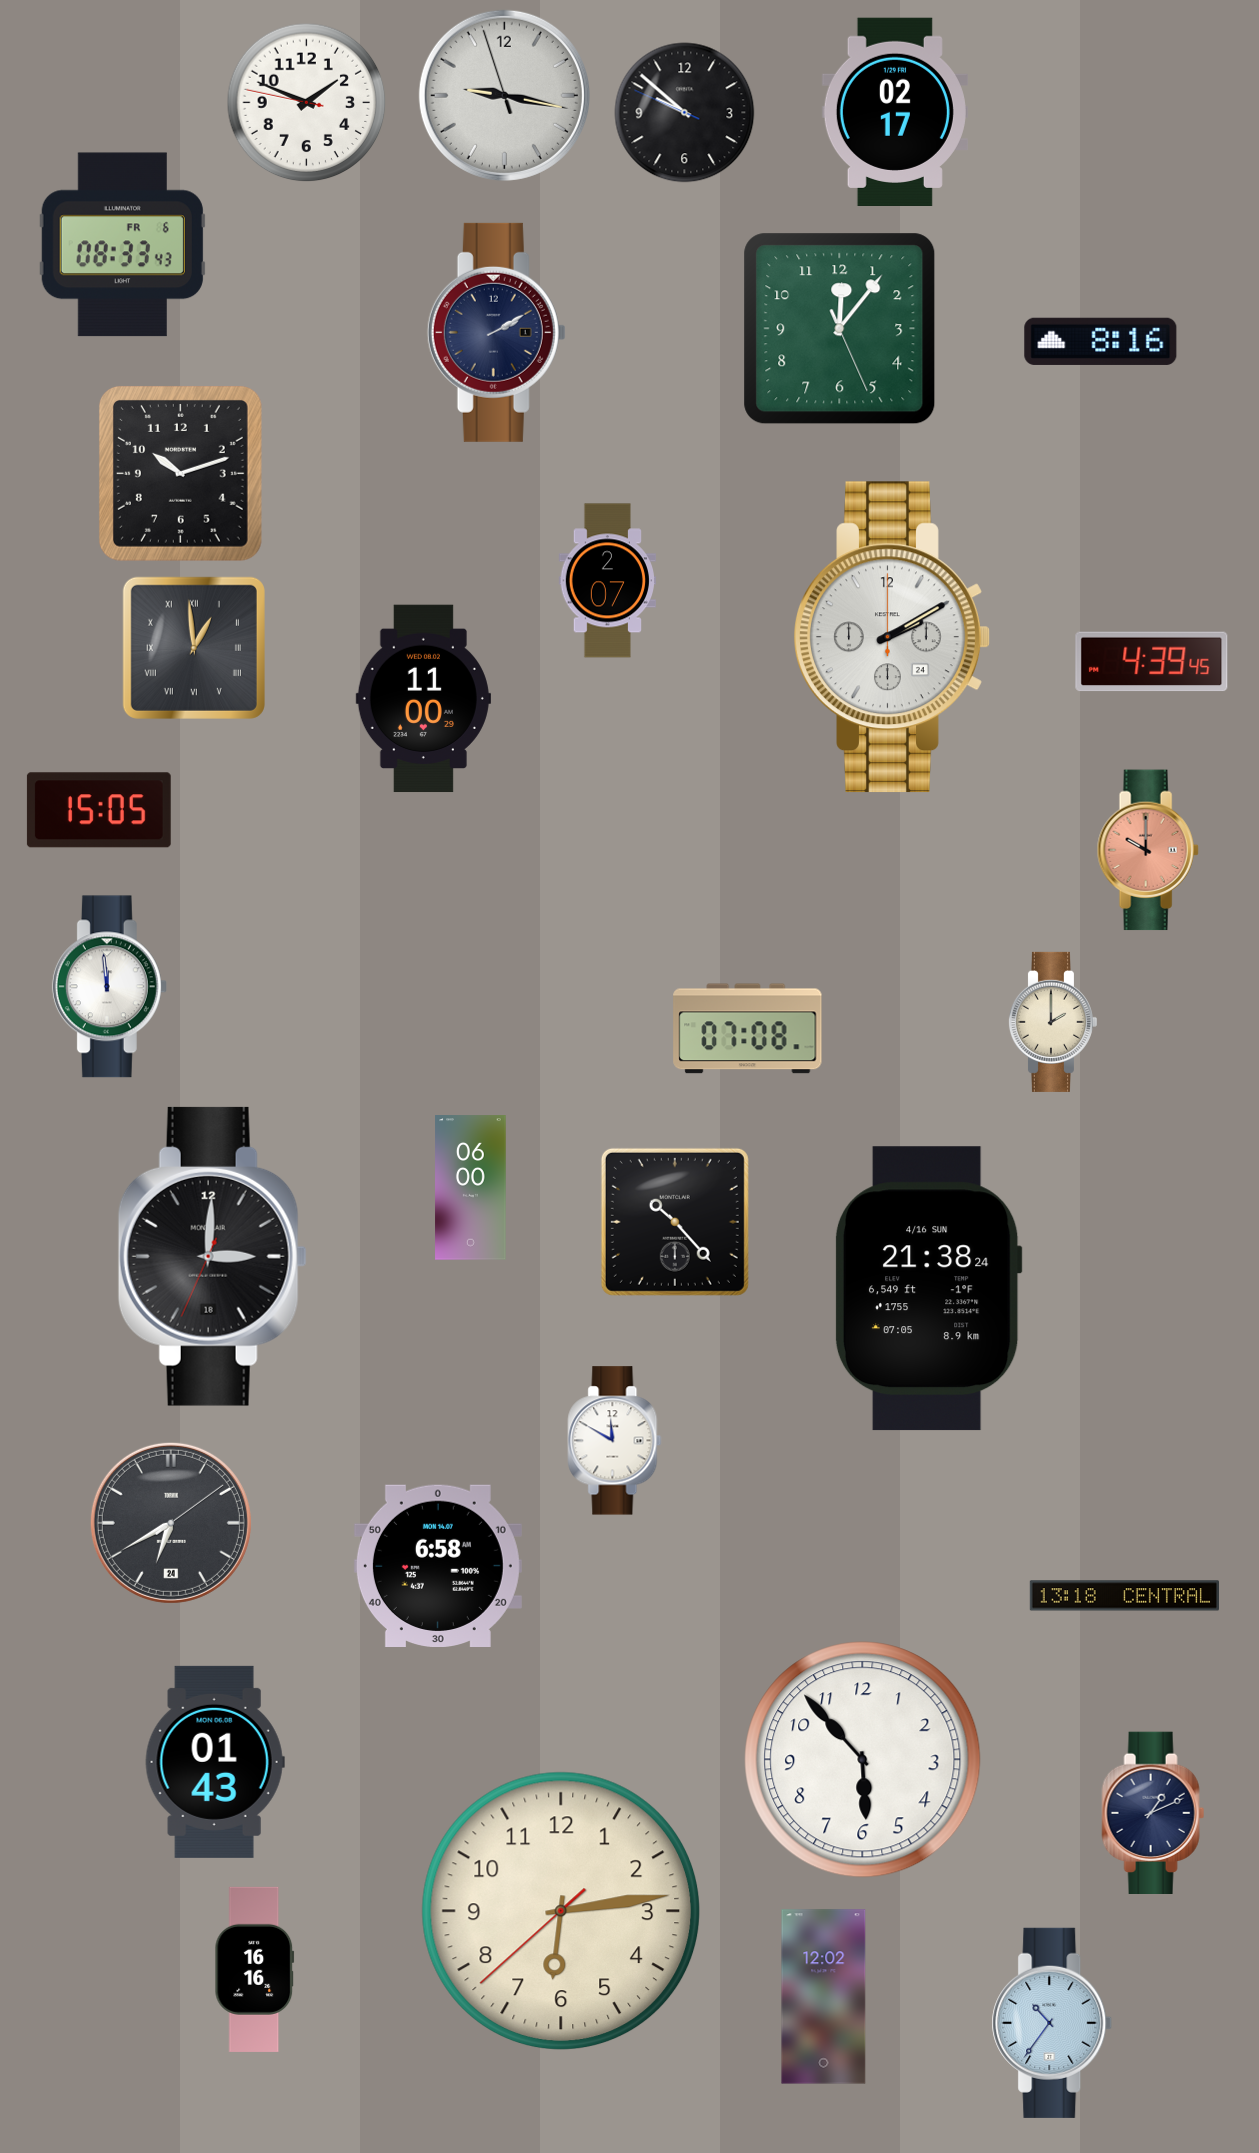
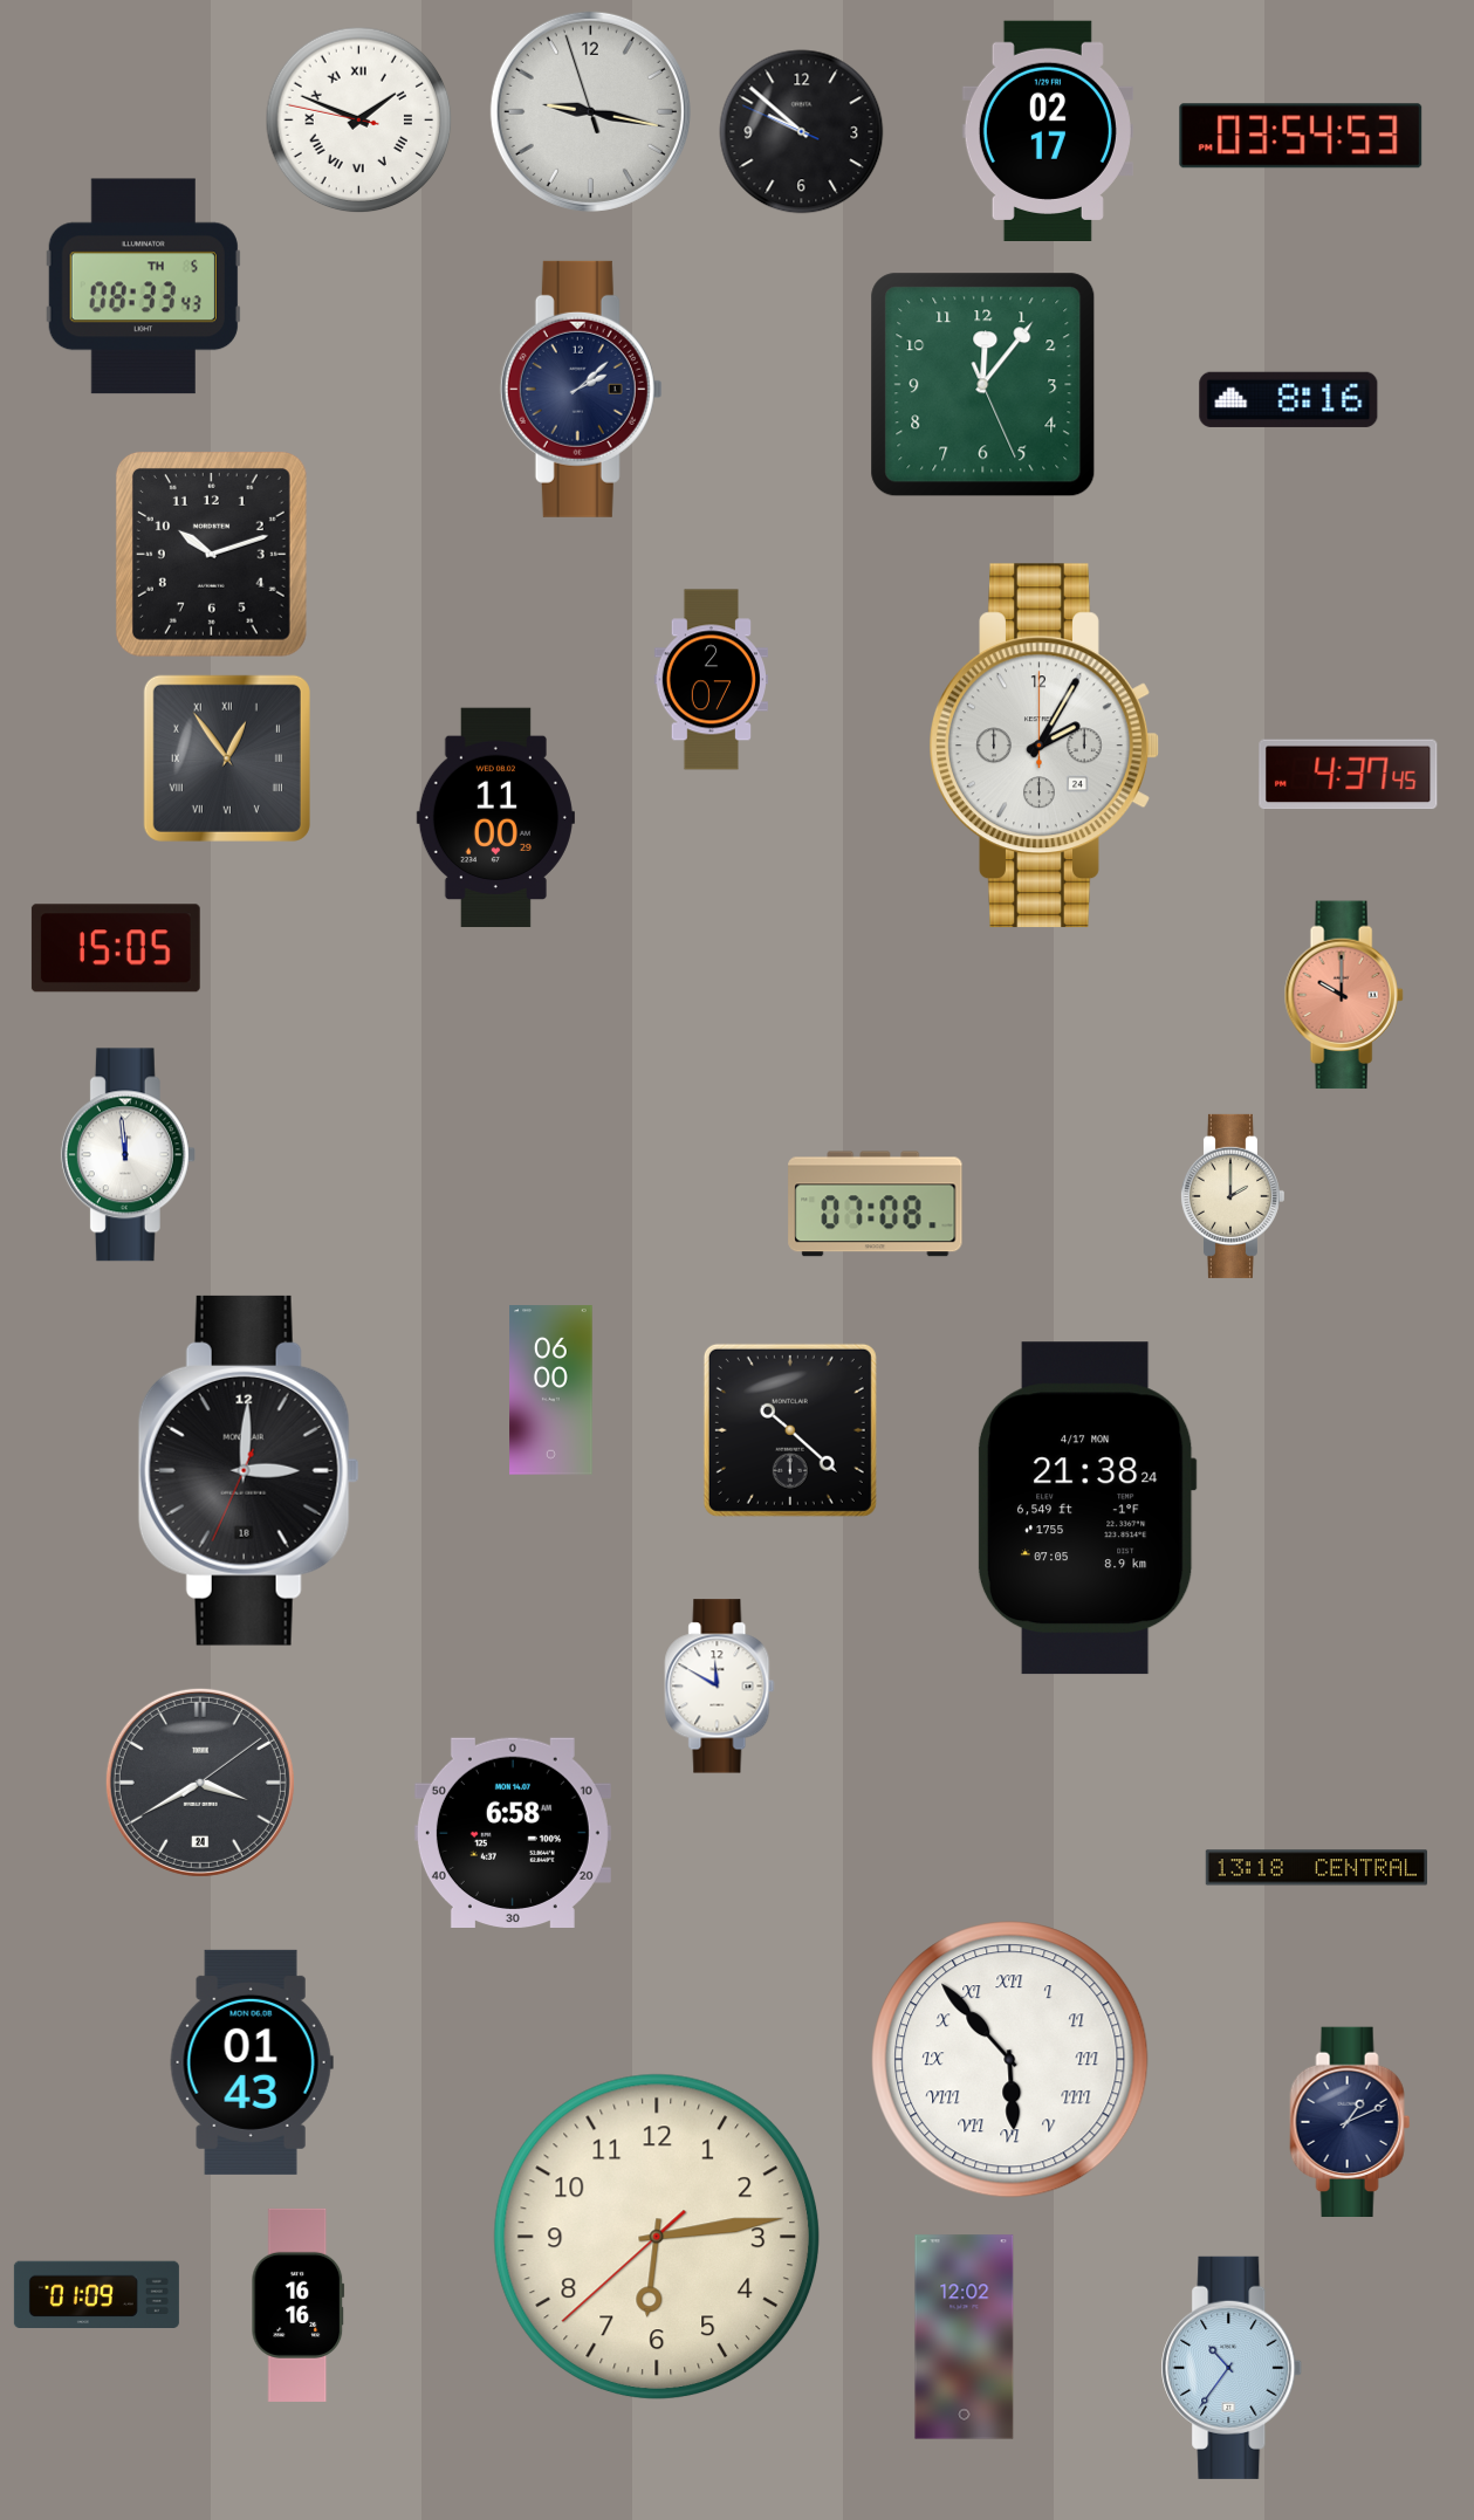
clock at (307, 103) numerals: Arabic -> Roman
clock at (1301, 136): none -> 03:54
clock at (122, 245) date: FR 6 -> TH 5
clock at (496, 332): 2:10 -> 2:08
clock at (892, 637): 2:10 -> 2:05
clock at (194, 648): 12:59 -> 12:54
clock at (1152, 662): 4:39 -> 4:37
clock at (675, 1222): 10:23 -> 10:22
clock at (928, 1289) date: 4/16 SUN -> 4/17 MON
clock at (171, 1523): 6:40 -> 3:40
clock at (863, 1760) numerals: Arabic -> Roman
clock at (96, 2294): none -> 01:09
